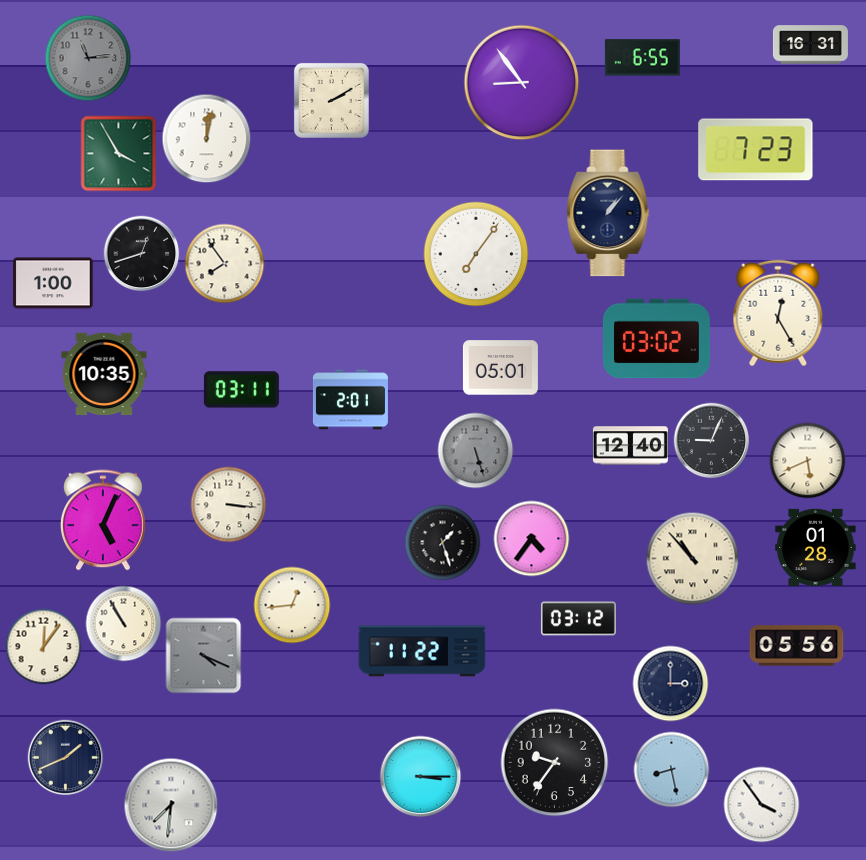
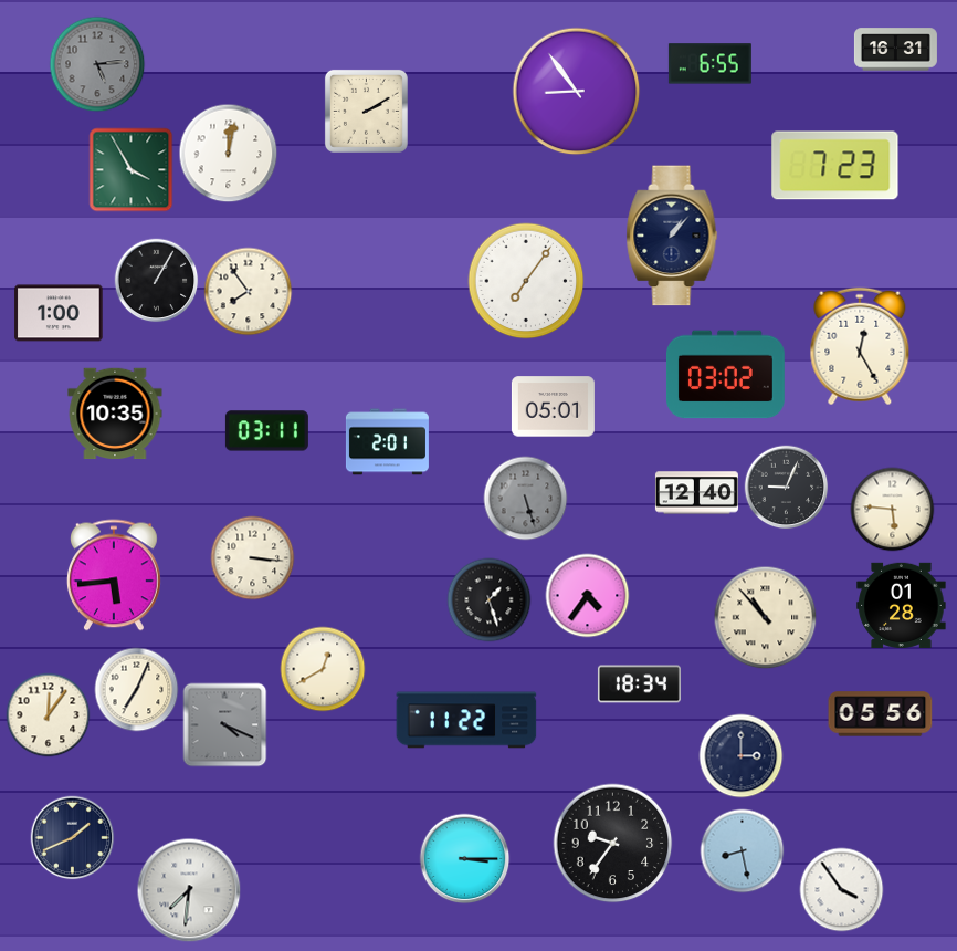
clock at (88, 58): 11:14 -> 5:14
clock at (142, 254): 12:42 -> 1:05
clock at (808, 461): 5:41 -> 5:46
clock at (103, 520): 5:04 -> 5:44
clock at (292, 605): 12:44 -> 12:40
clock at (578, 619): 03:12 -> 18:34
clock at (124, 624): 10:55 -> 7:04
